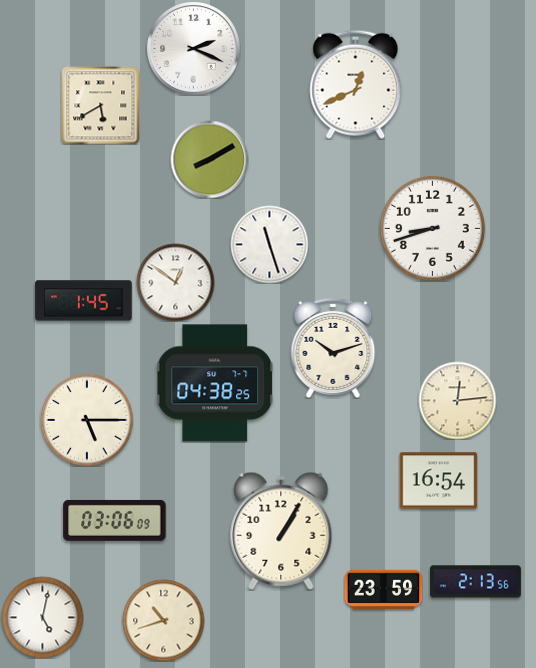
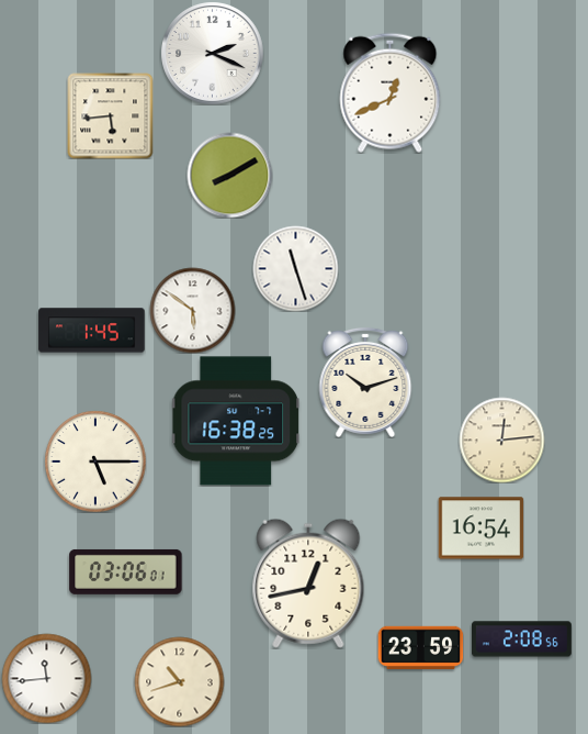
clock at (100, 105): 5:40 -> 5:44
clock at (432, 228): 8:42 -> none
clock at (175, 282): 12:51 -> 5:51
clock at (215, 383): 04:38 -> 16:38
clock at (115, 520): 03:06:09 -> 03:06:01
clock at (281, 531): 1:05 -> 12:43
clock at (475, 582): 2:13 -> 2:08
clock at (42, 617): 5:02 -> 11:44
